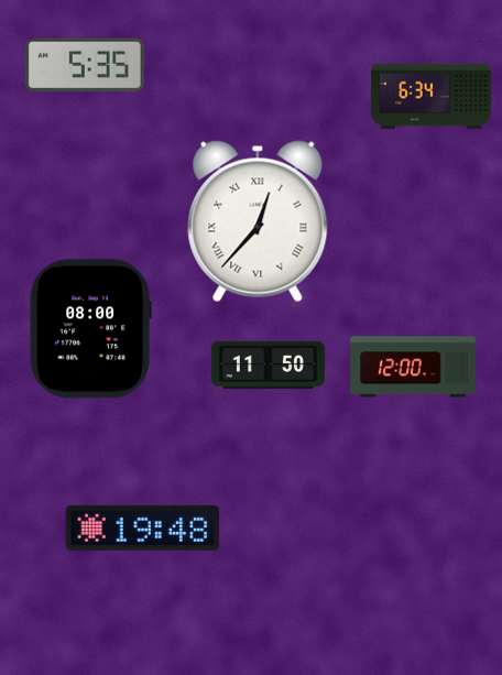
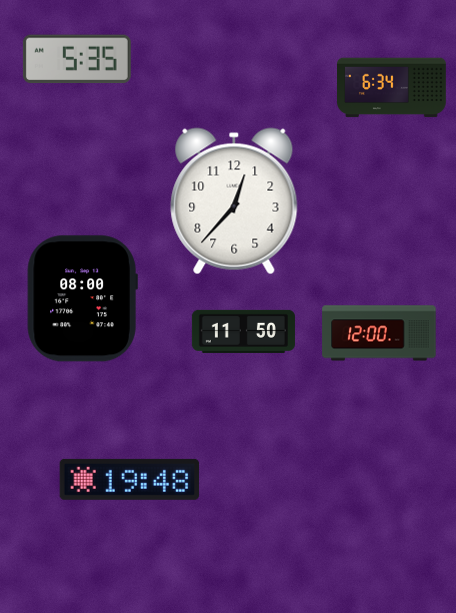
clock at (258, 221) numerals: Roman -> Arabic
clock at (413, 367) position: (413, 367) -> (379, 333)
